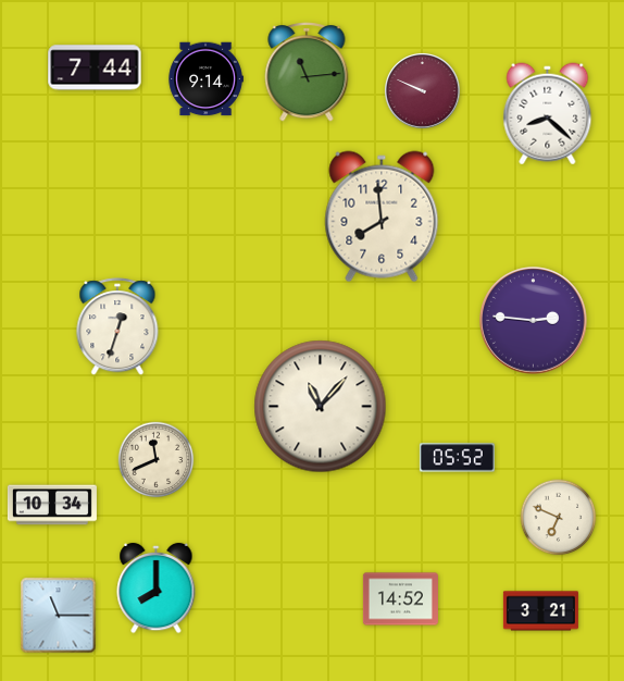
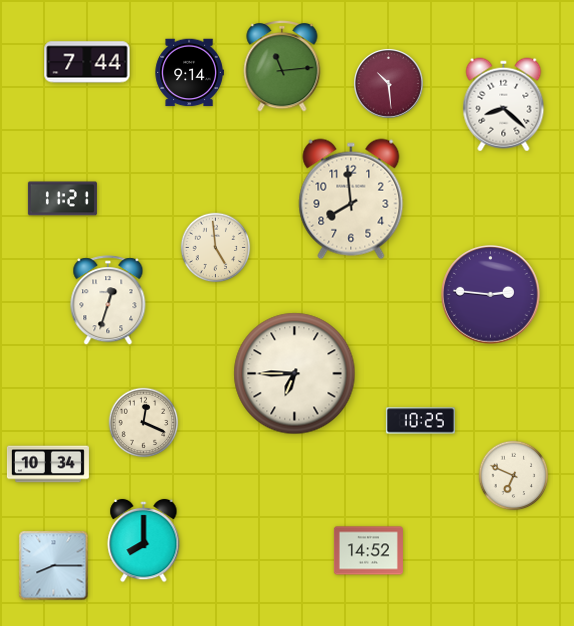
clock at (423, 91): 9:49 -> 10:29
clock at (62, 199): none -> 11:21
clock at (216, 248): none -> 4:59
clock at (321, 407): 11:07 -> 6:45
clock at (457, 458): 05:52 -> 10:25
clock at (157, 460): 11:41 -> 12:19
clock at (540, 611): 3:21 -> none
clock at (59, 616): 11:15 -> 8:15
